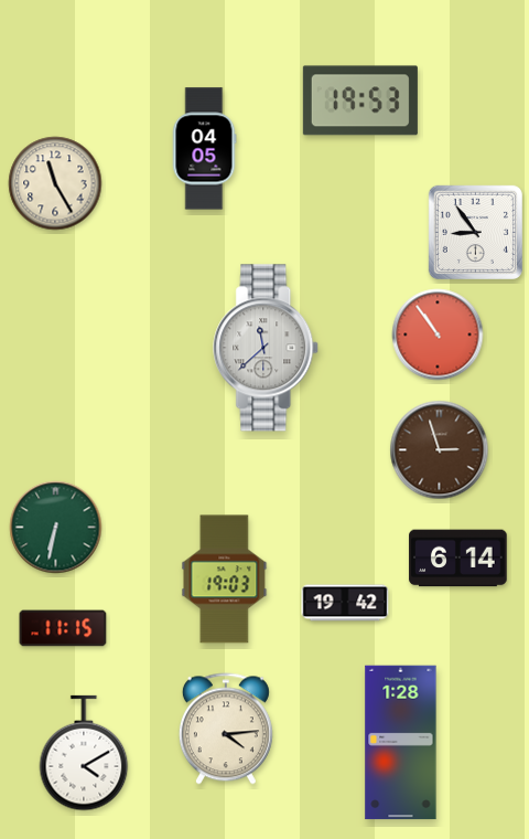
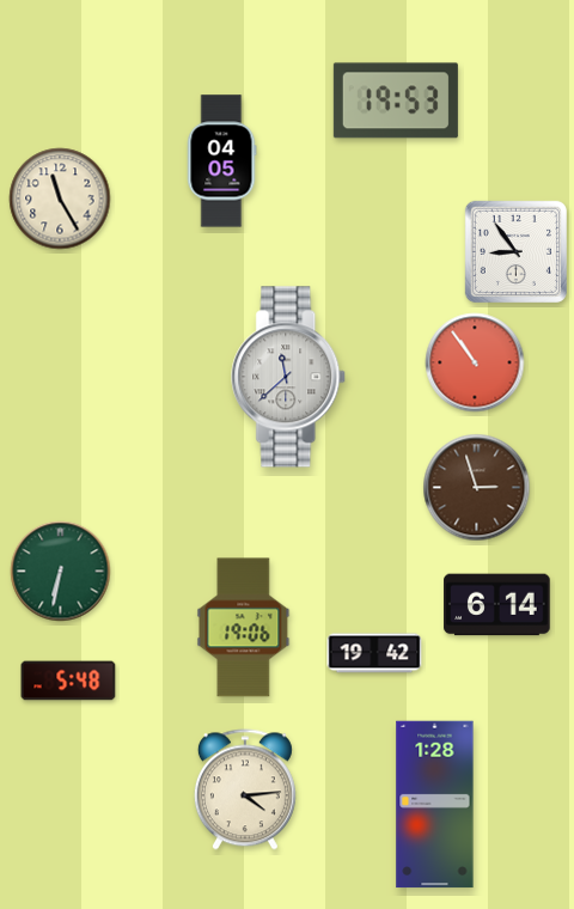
clock at (360, 100) position: (360, 100) -> (396, 100)
clock at (225, 580): 19:03 -> 19:06
clock at (63, 628): 11:15 -> 5:48
clock at (84, 753): 4:10 -> none
